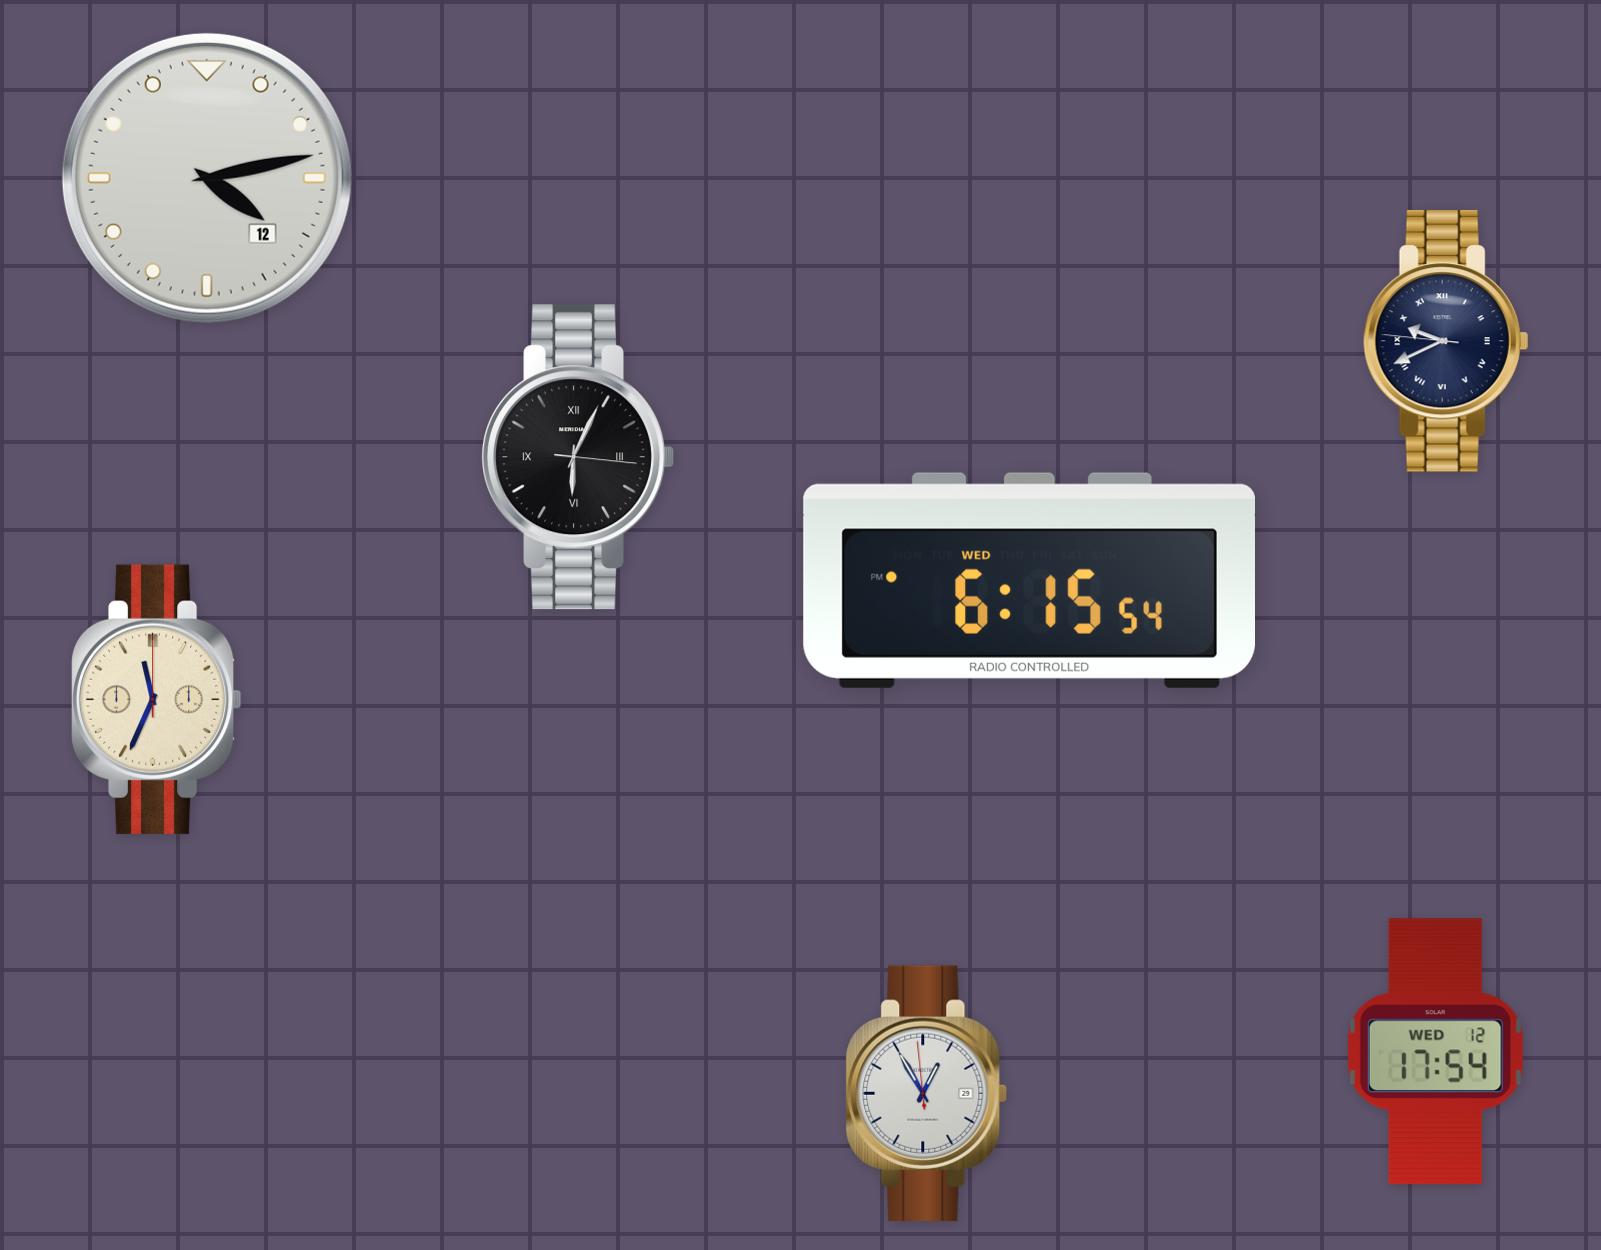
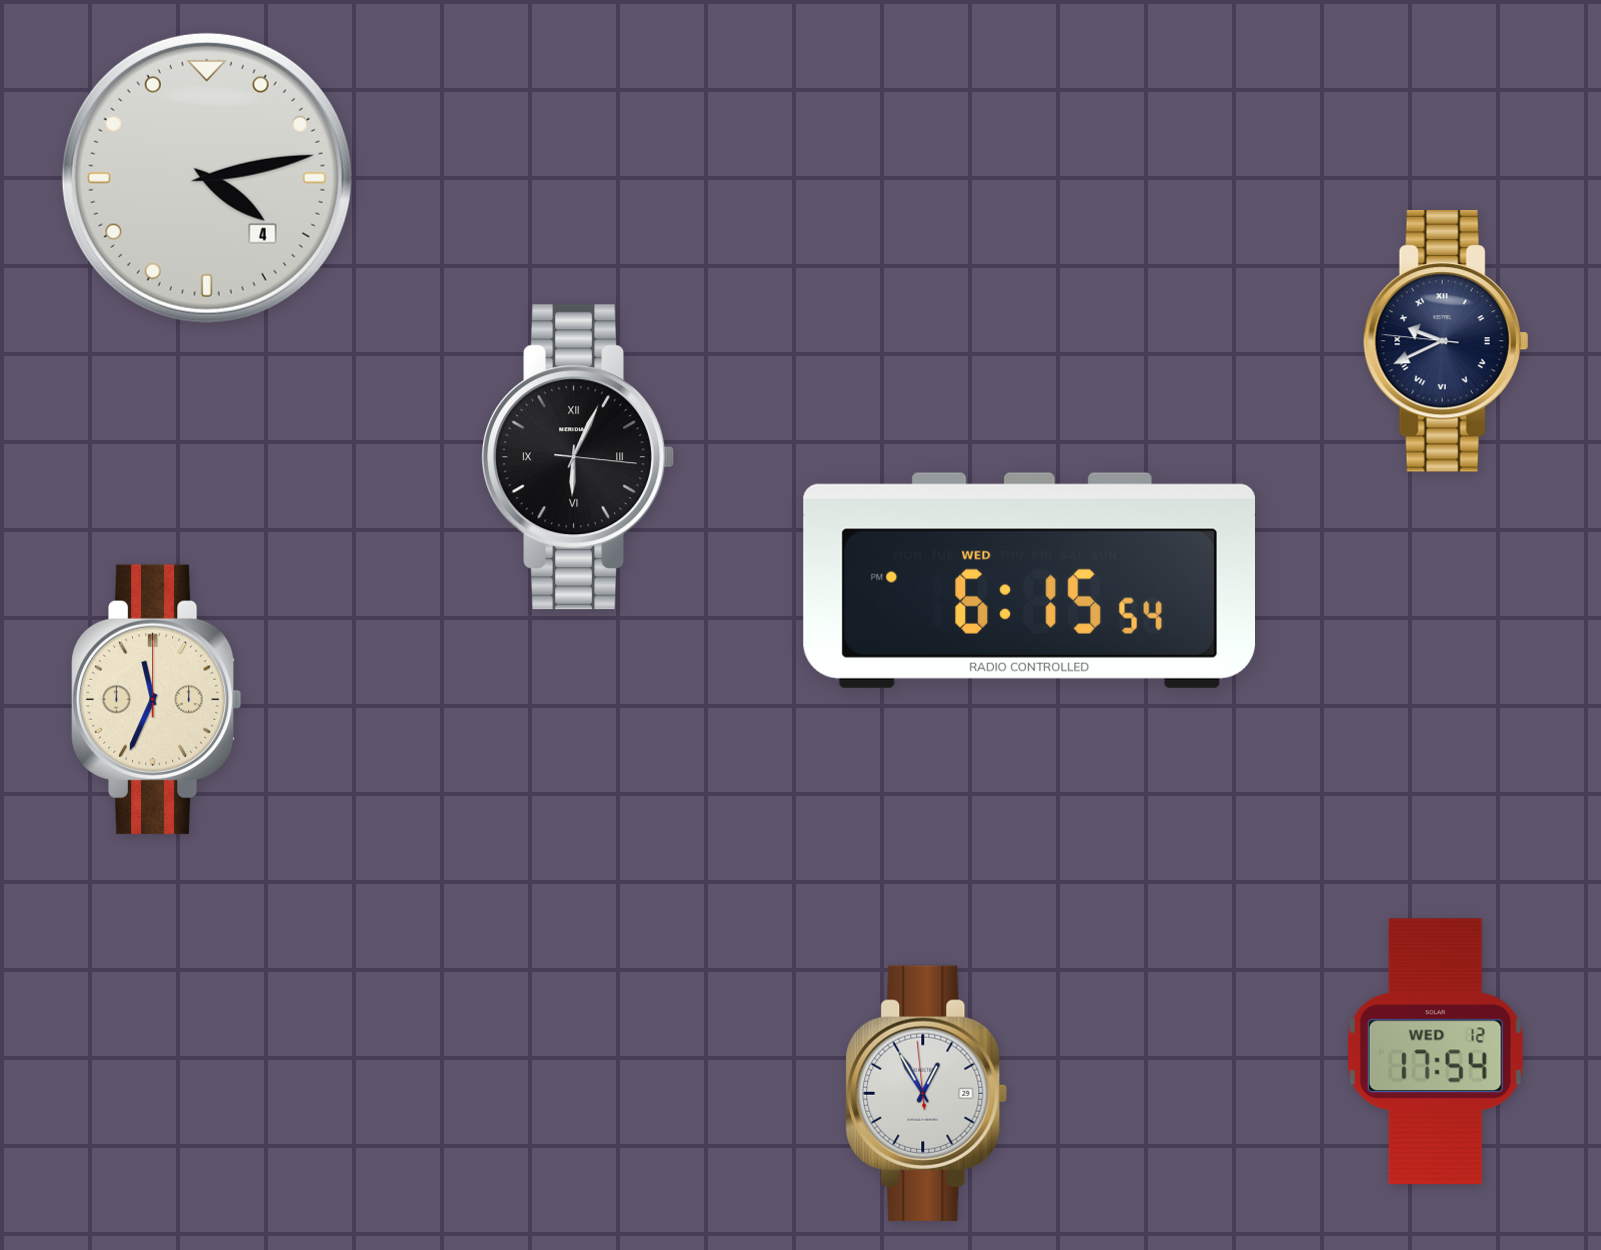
clock at (207, 178) date: 12 -> 4
